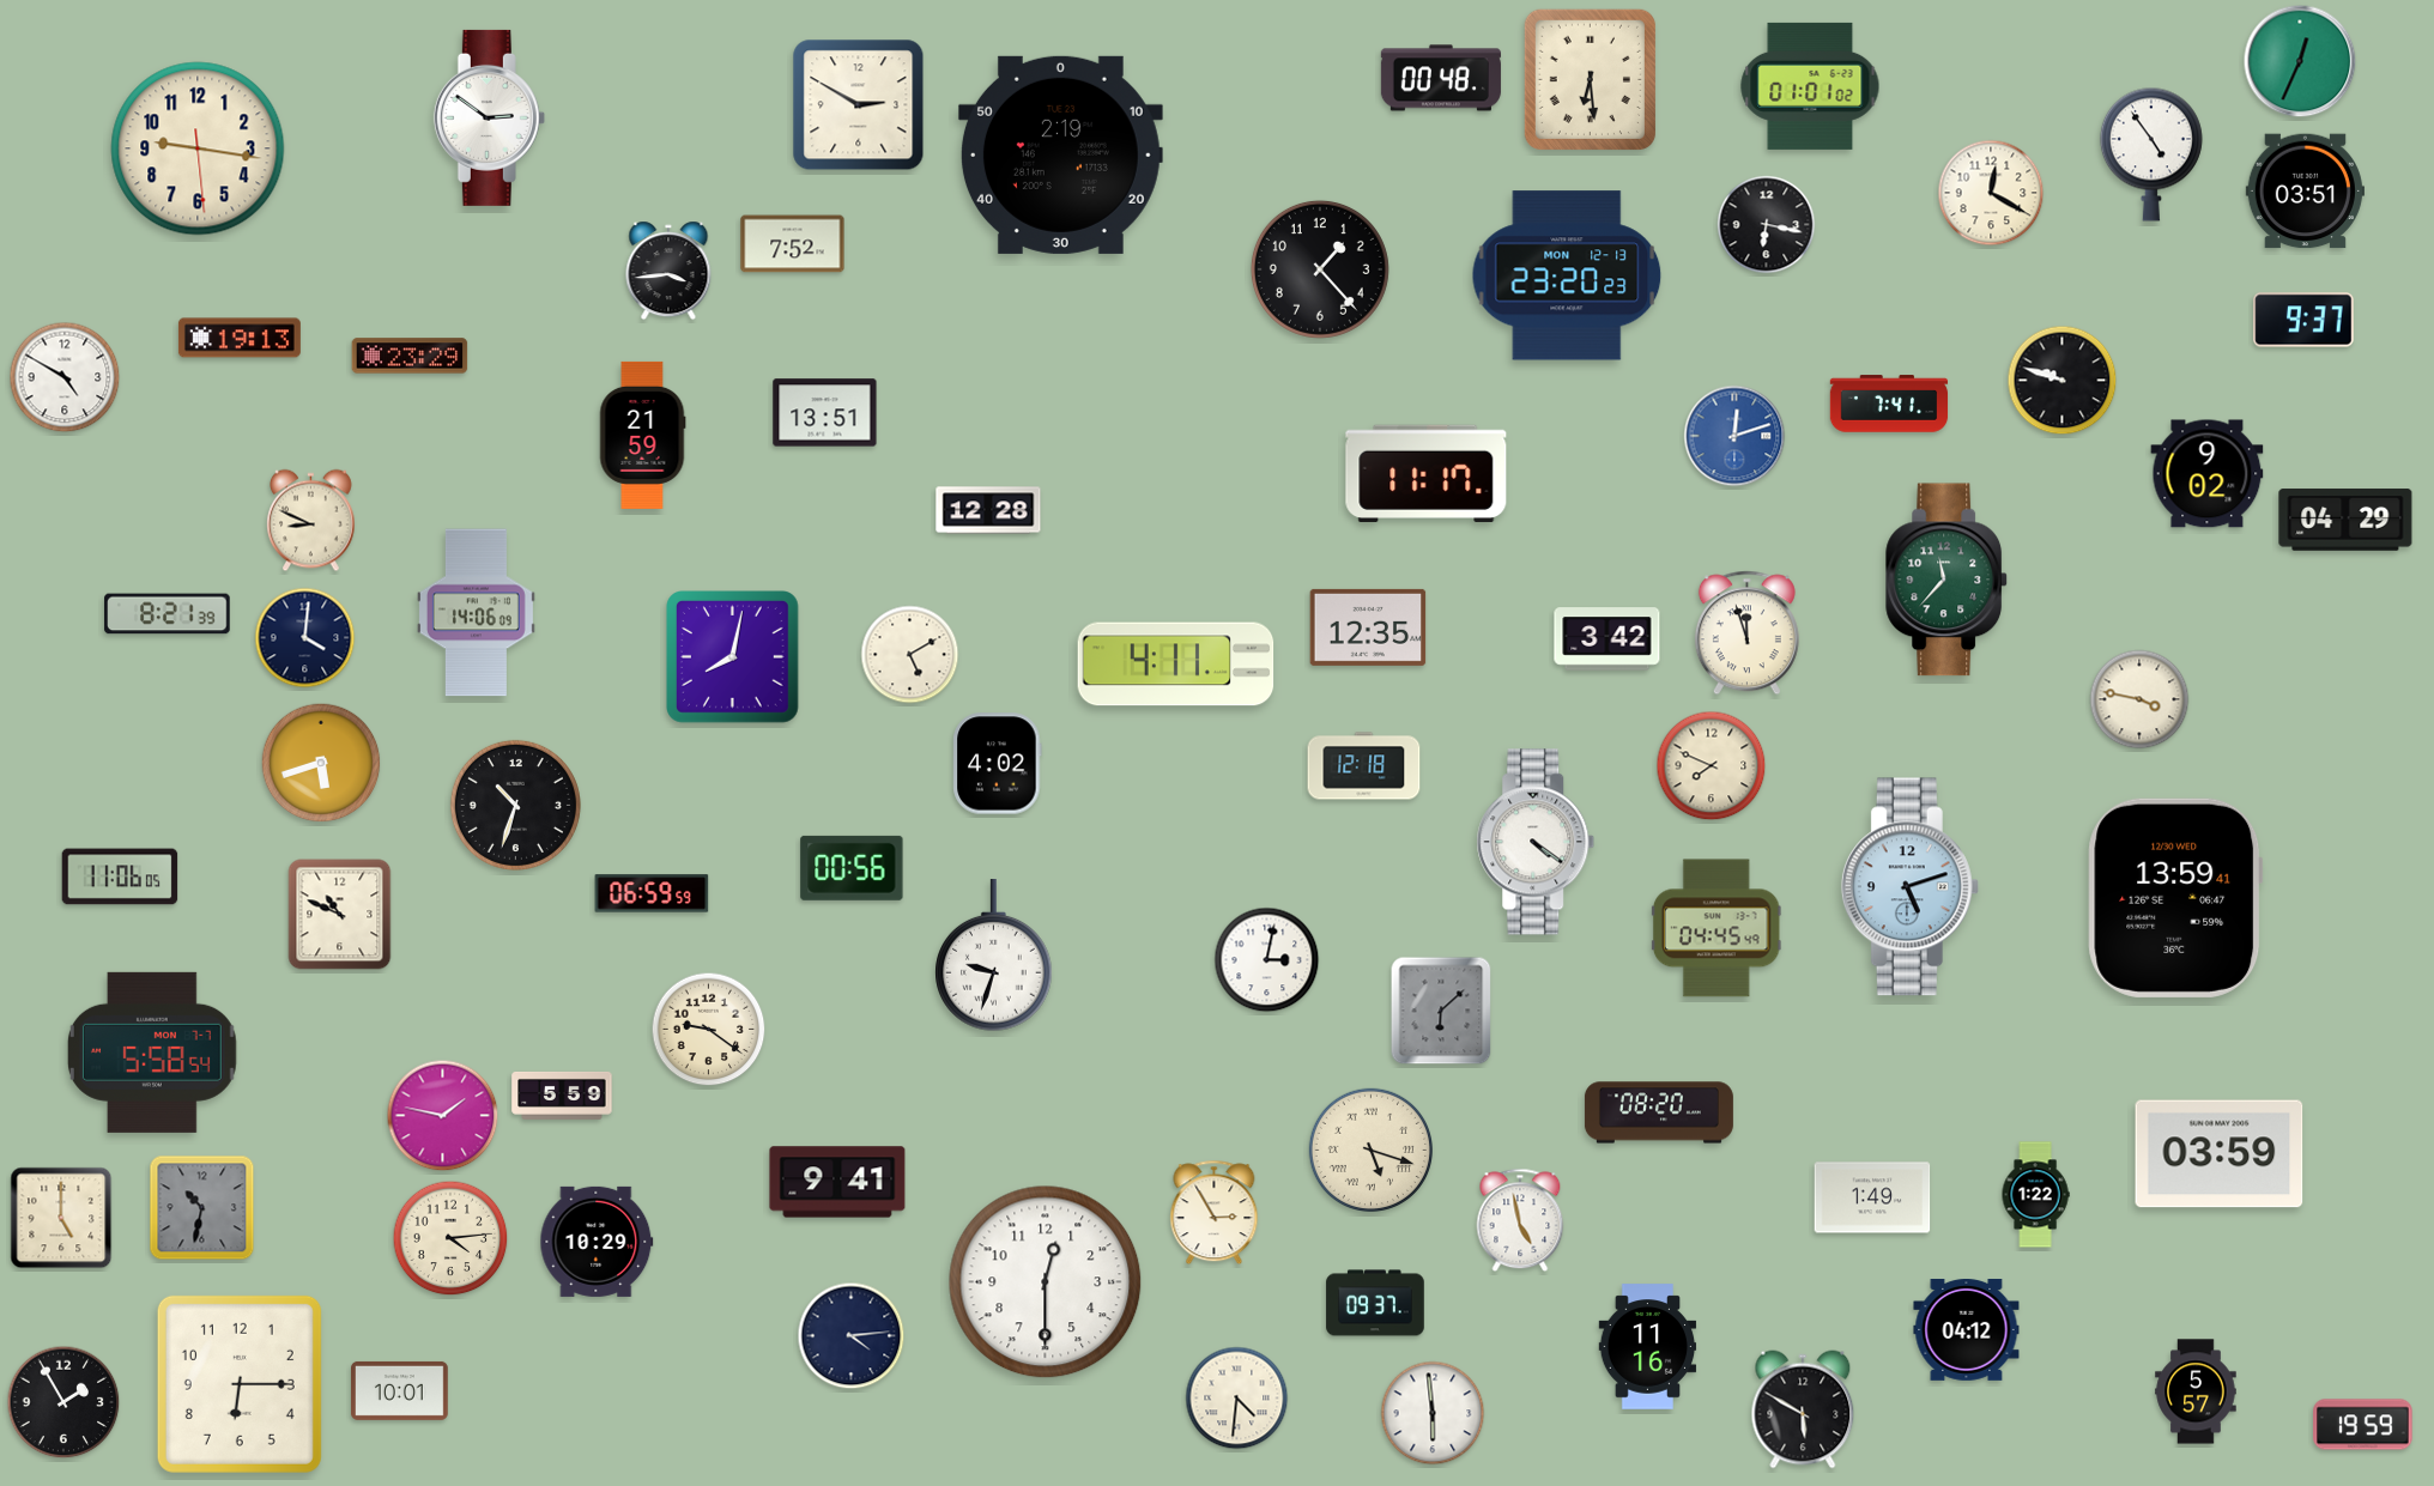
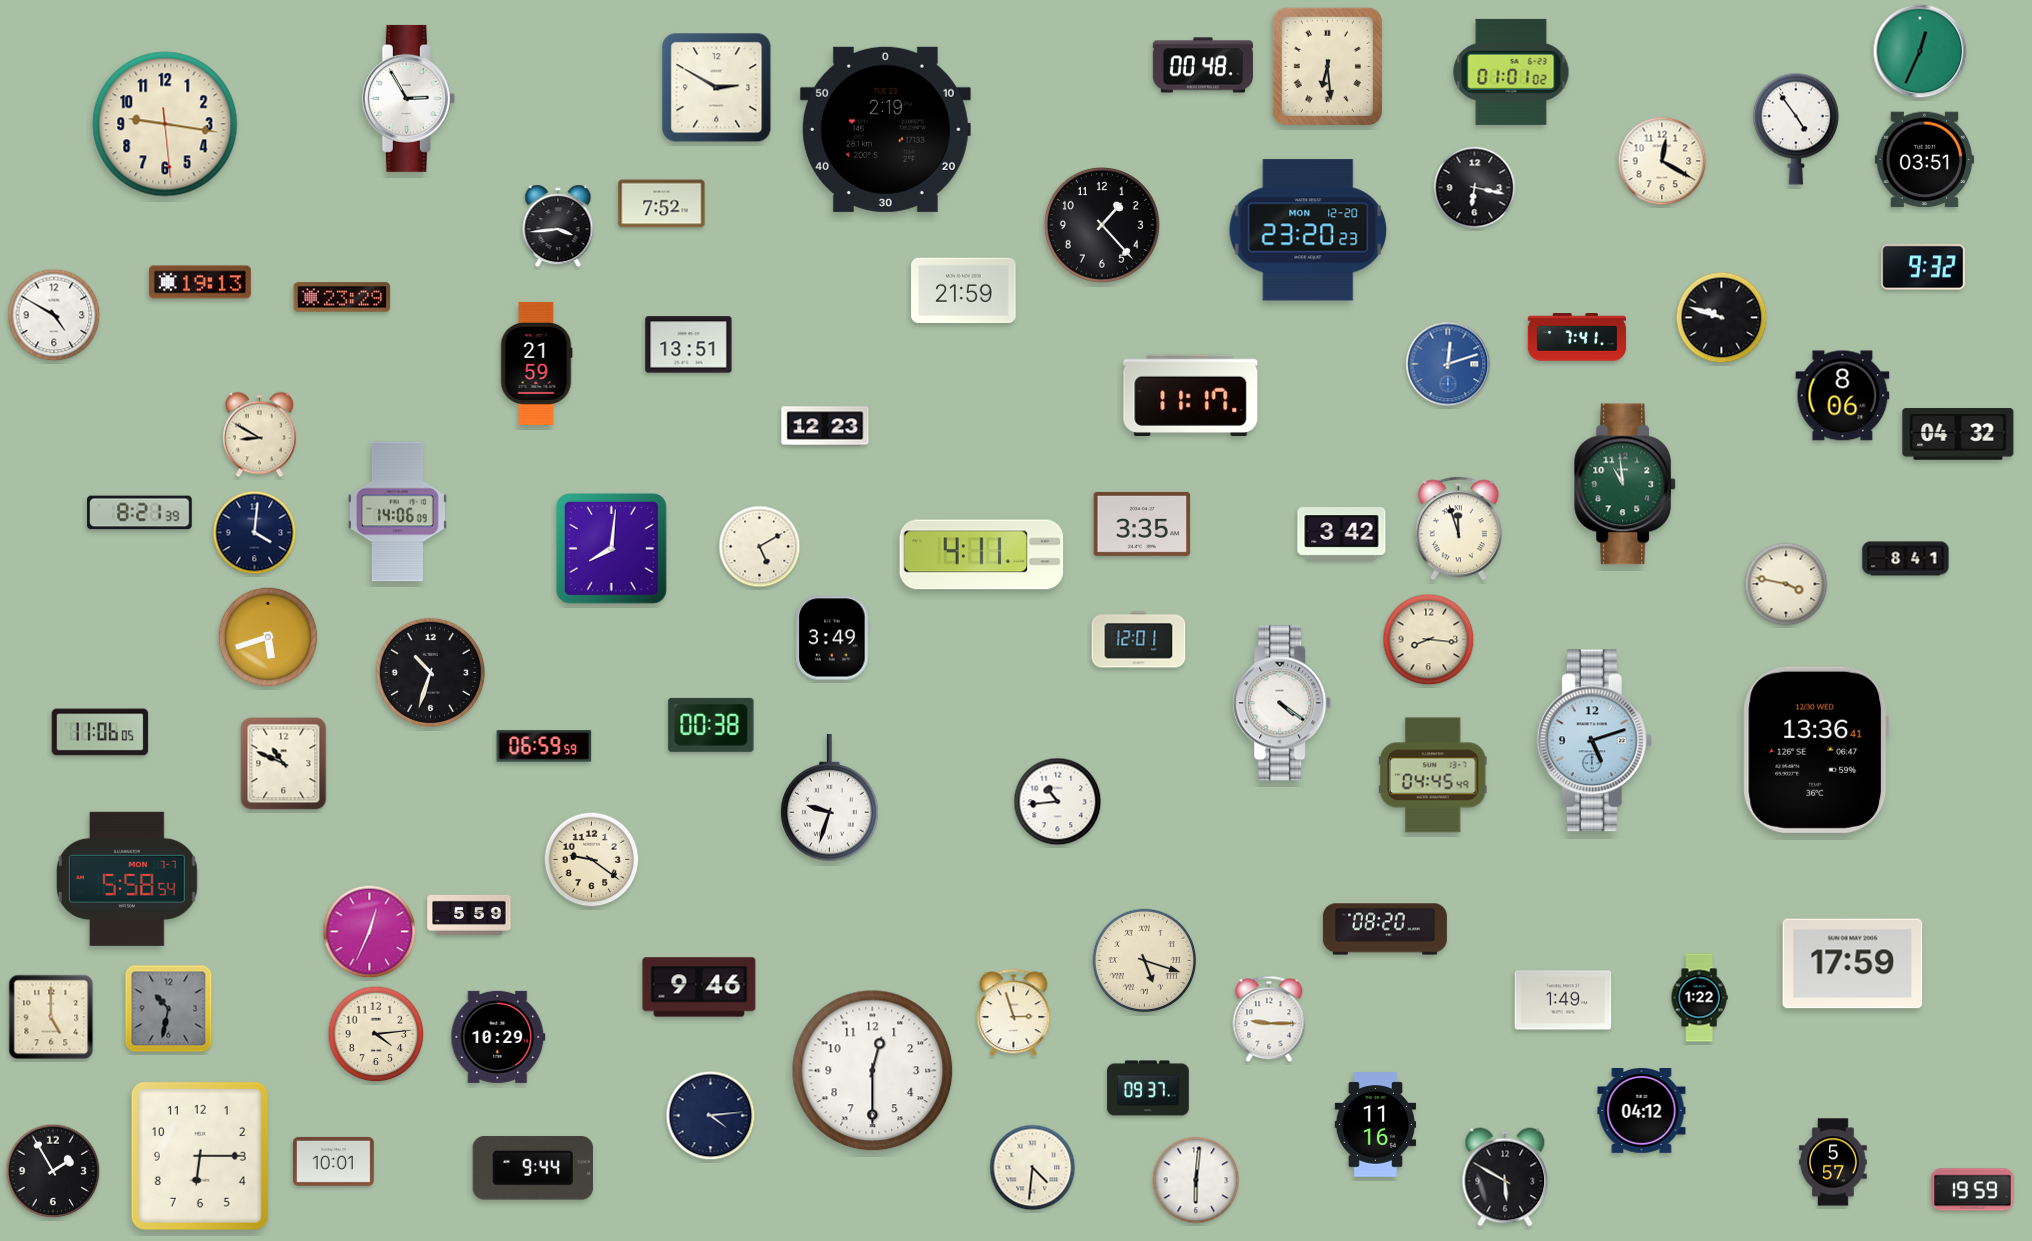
clock at (489, 117): 2:51 -> 2:55
clock at (1567, 275) date: MON 12-13 -> MON 12-20
clock at (2303, 320): 9:37 -> 9:32
clock at (964, 291): none -> 21:59
clock at (2208, 474): 9:02 -> 8:06
clock at (988, 510): 12:28 -> 12:23
clock at (2345, 520): 04:29 -> 04:32
clock at (311, 521): 8:49 -> 8:50
clock at (1948, 580): 11:37 -> 10:59
clock at (1368, 627): 12:35 -> 3:35
clock at (733, 657): 8:02 -> 8:01
clock at (1906, 559): none -> 8:41
clock at (998, 764): 4:02 -> 3:49
clock at (1364, 766): 12:18 -> 12:01
clock at (1712, 766): 7:49 -> 8:16
clock at (852, 868): 00:56 -> 00:38
clock at (2175, 898): 13:59 -> 13:36
clock at (1267, 960): 3:02 -> 10:44
clock at (1441, 1011): 6:08 -> none
clock at (443, 1116): 1:47 -> 12:34
clock at (2220, 1154): 03:59 -> 17:59
clock at (837, 1182): 9:41 -> 9:46
clock at (1215, 1213): 2:55 -> 2:57
clock at (1520, 1220): 4:58 -> 9:15
clock at (533, 1168): none -> 9:44
clock at (1433, 1413): 5:59 -> 6:01
